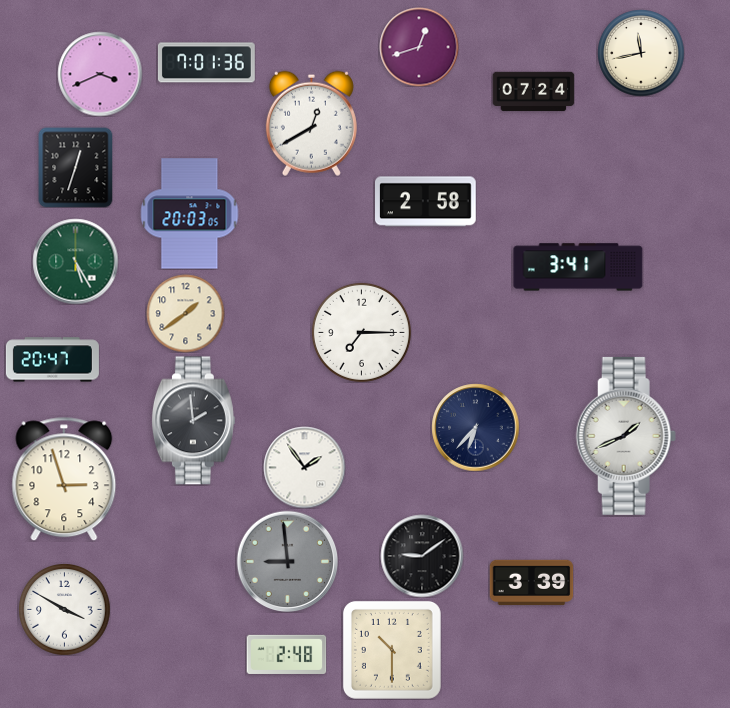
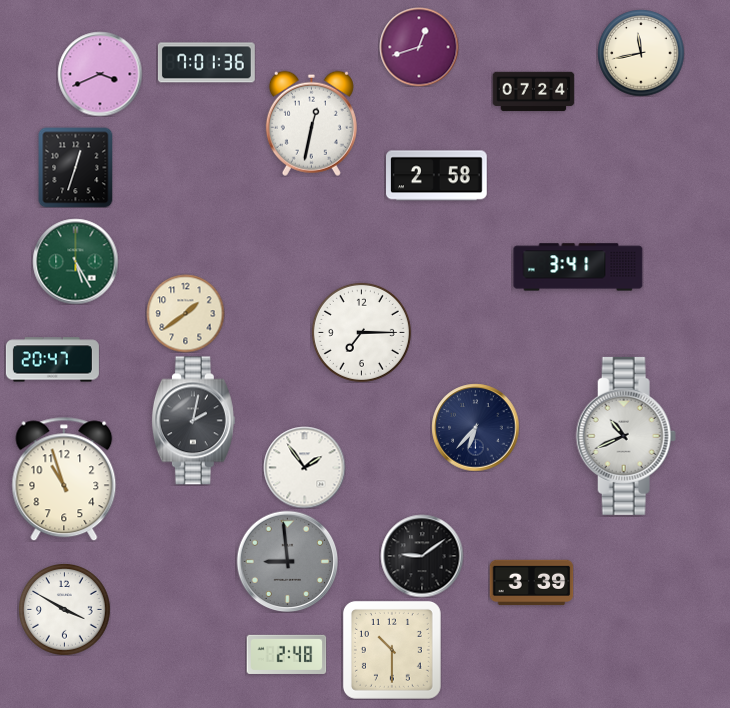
clock at (311, 123): 12:40 -> 12:32
clock at (426, 202) position: (426, 202) -> (437, 176)
clock at (190, 214): 20:03 -> none
clock at (193, 421): 1:59 -> 2:02
clock at (626, 436): 1:41 -> 10:41
clock at (64, 479): 2:57 -> 10:57
